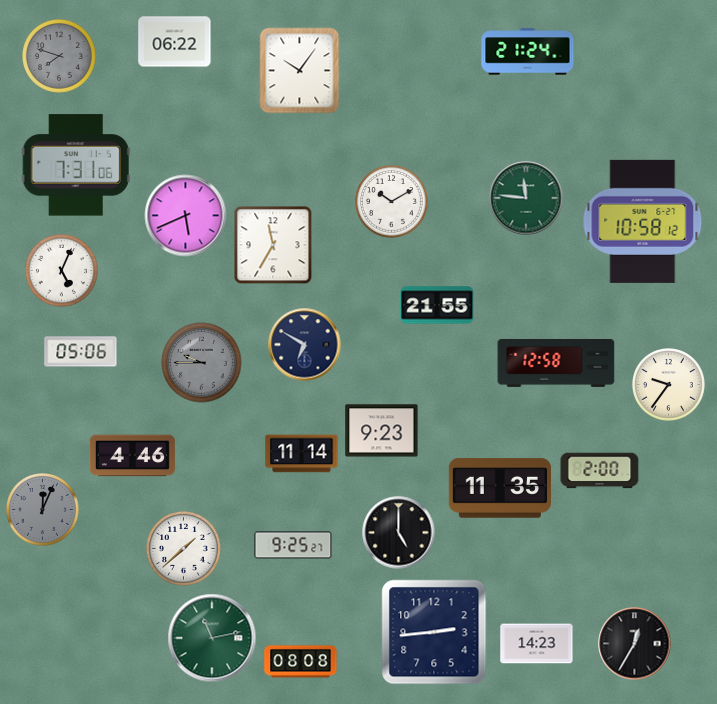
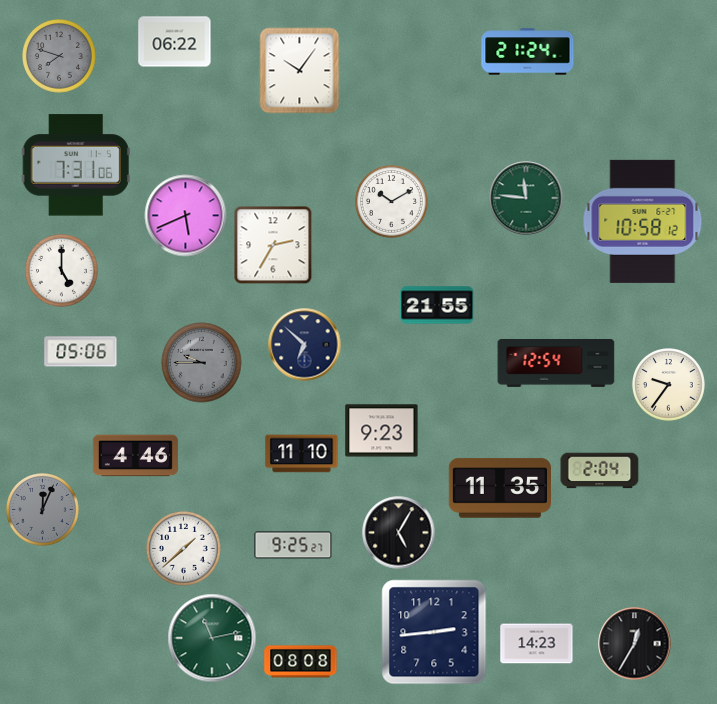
clock at (273, 245): 11:35 -> 2:35
clock at (62, 271): 5:04 -> 5:00
clock at (305, 345): 6:50 -> 6:52
clock at (556, 364): 12:58 -> 12:54
clock at (302, 454): 11:14 -> 11:10
clock at (132, 456) position: (132, 456) -> (135, 456)
clock at (600, 471): 2:00 -> 2:04
clock at (399, 533): 5:00 -> 5:05
